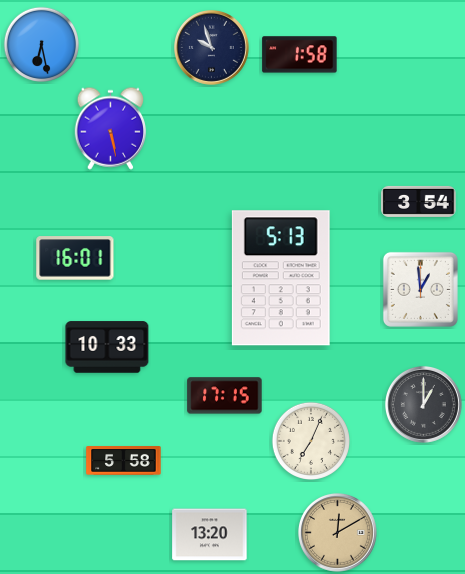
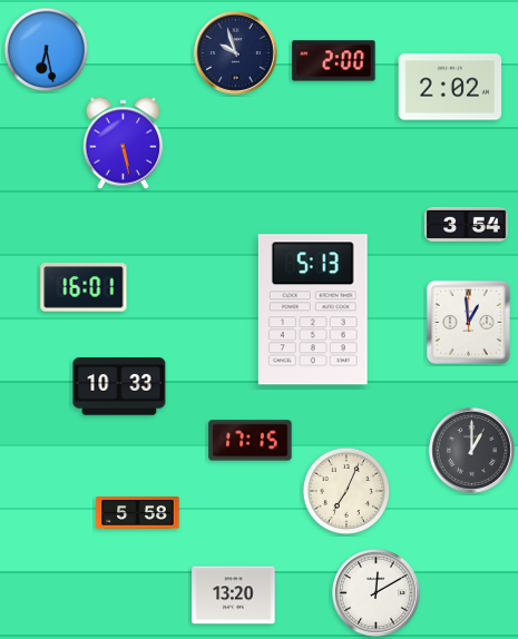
clock at (300, 55): 1:58 -> 2:00
clock at (449, 87): none -> 2:02
clock at (337, 532) dial: champagne -> white
